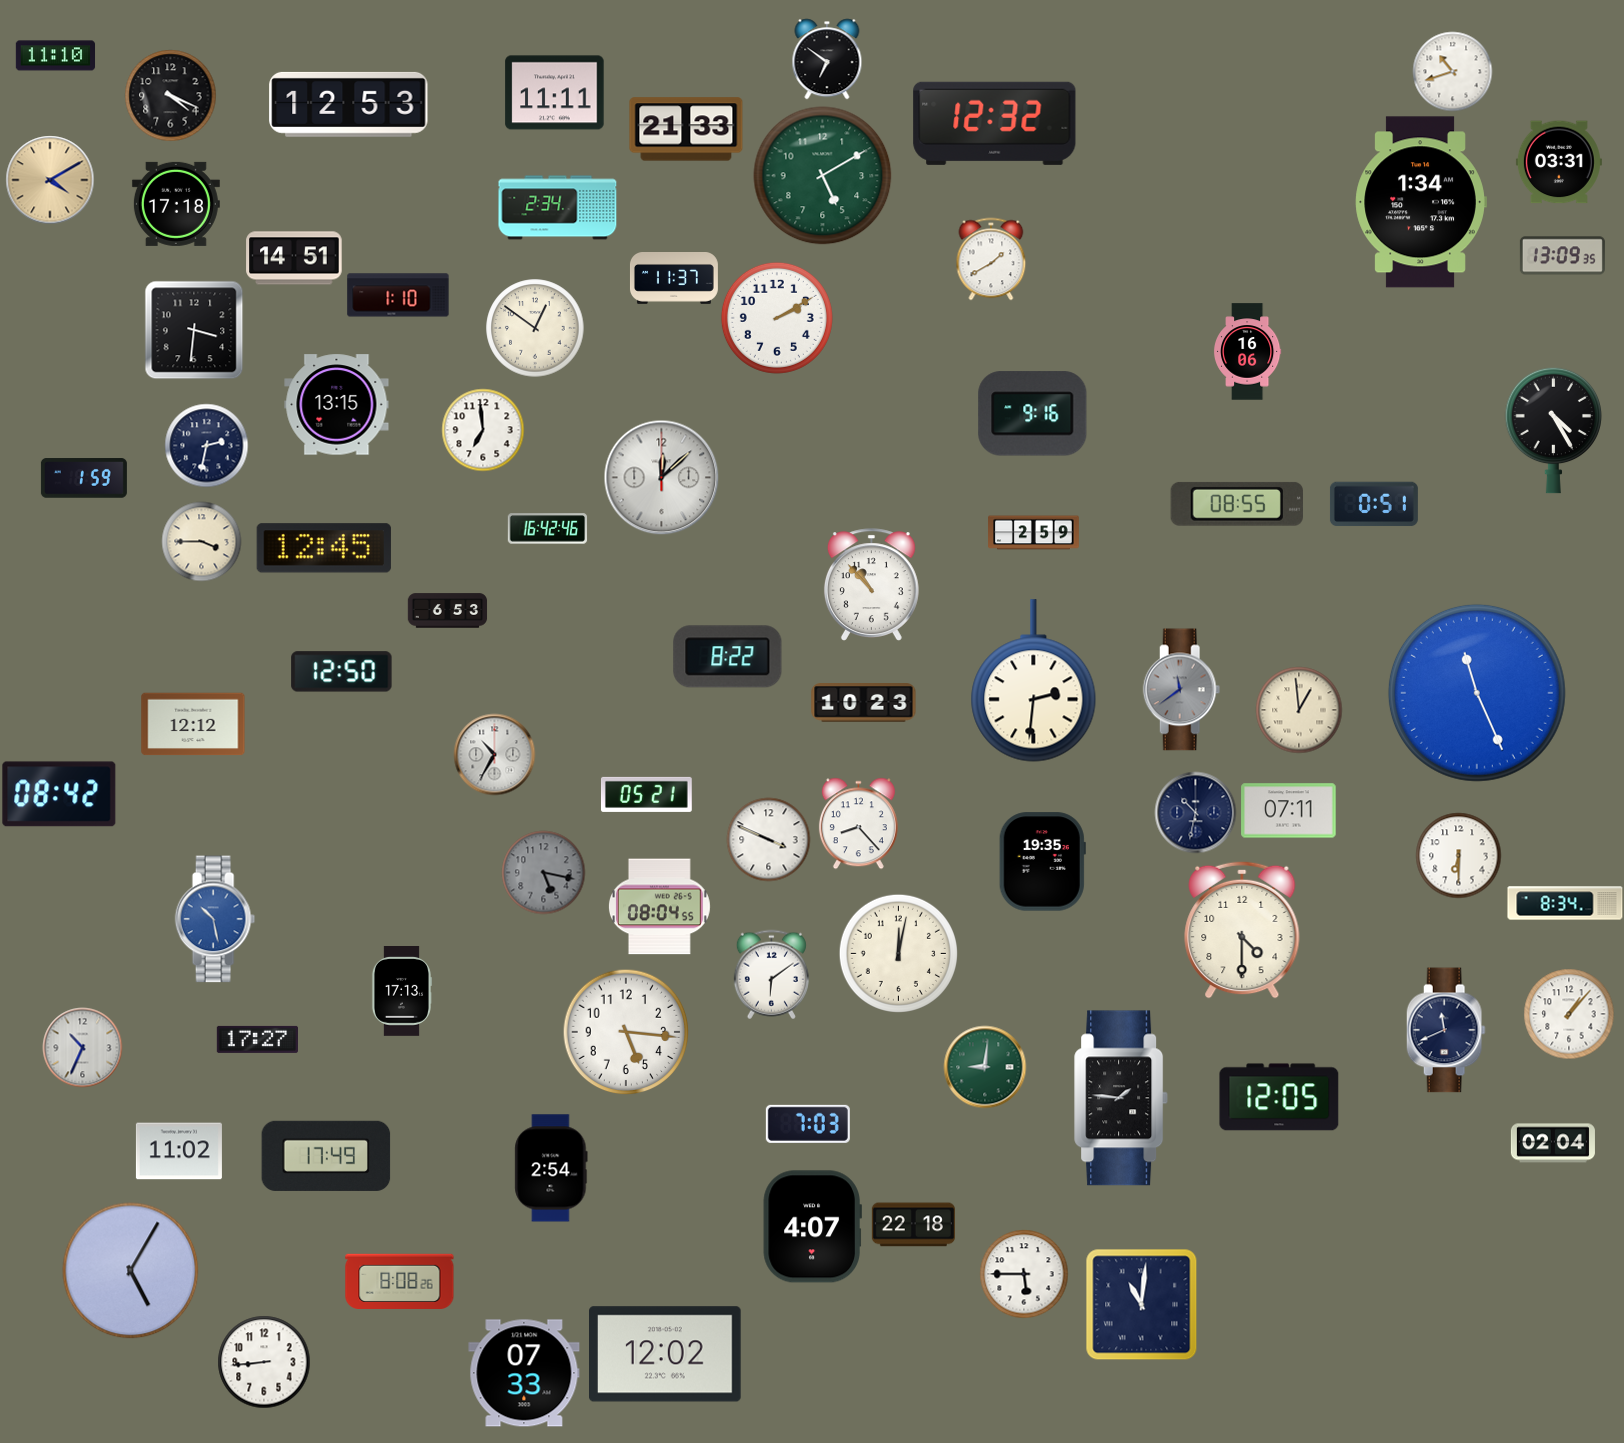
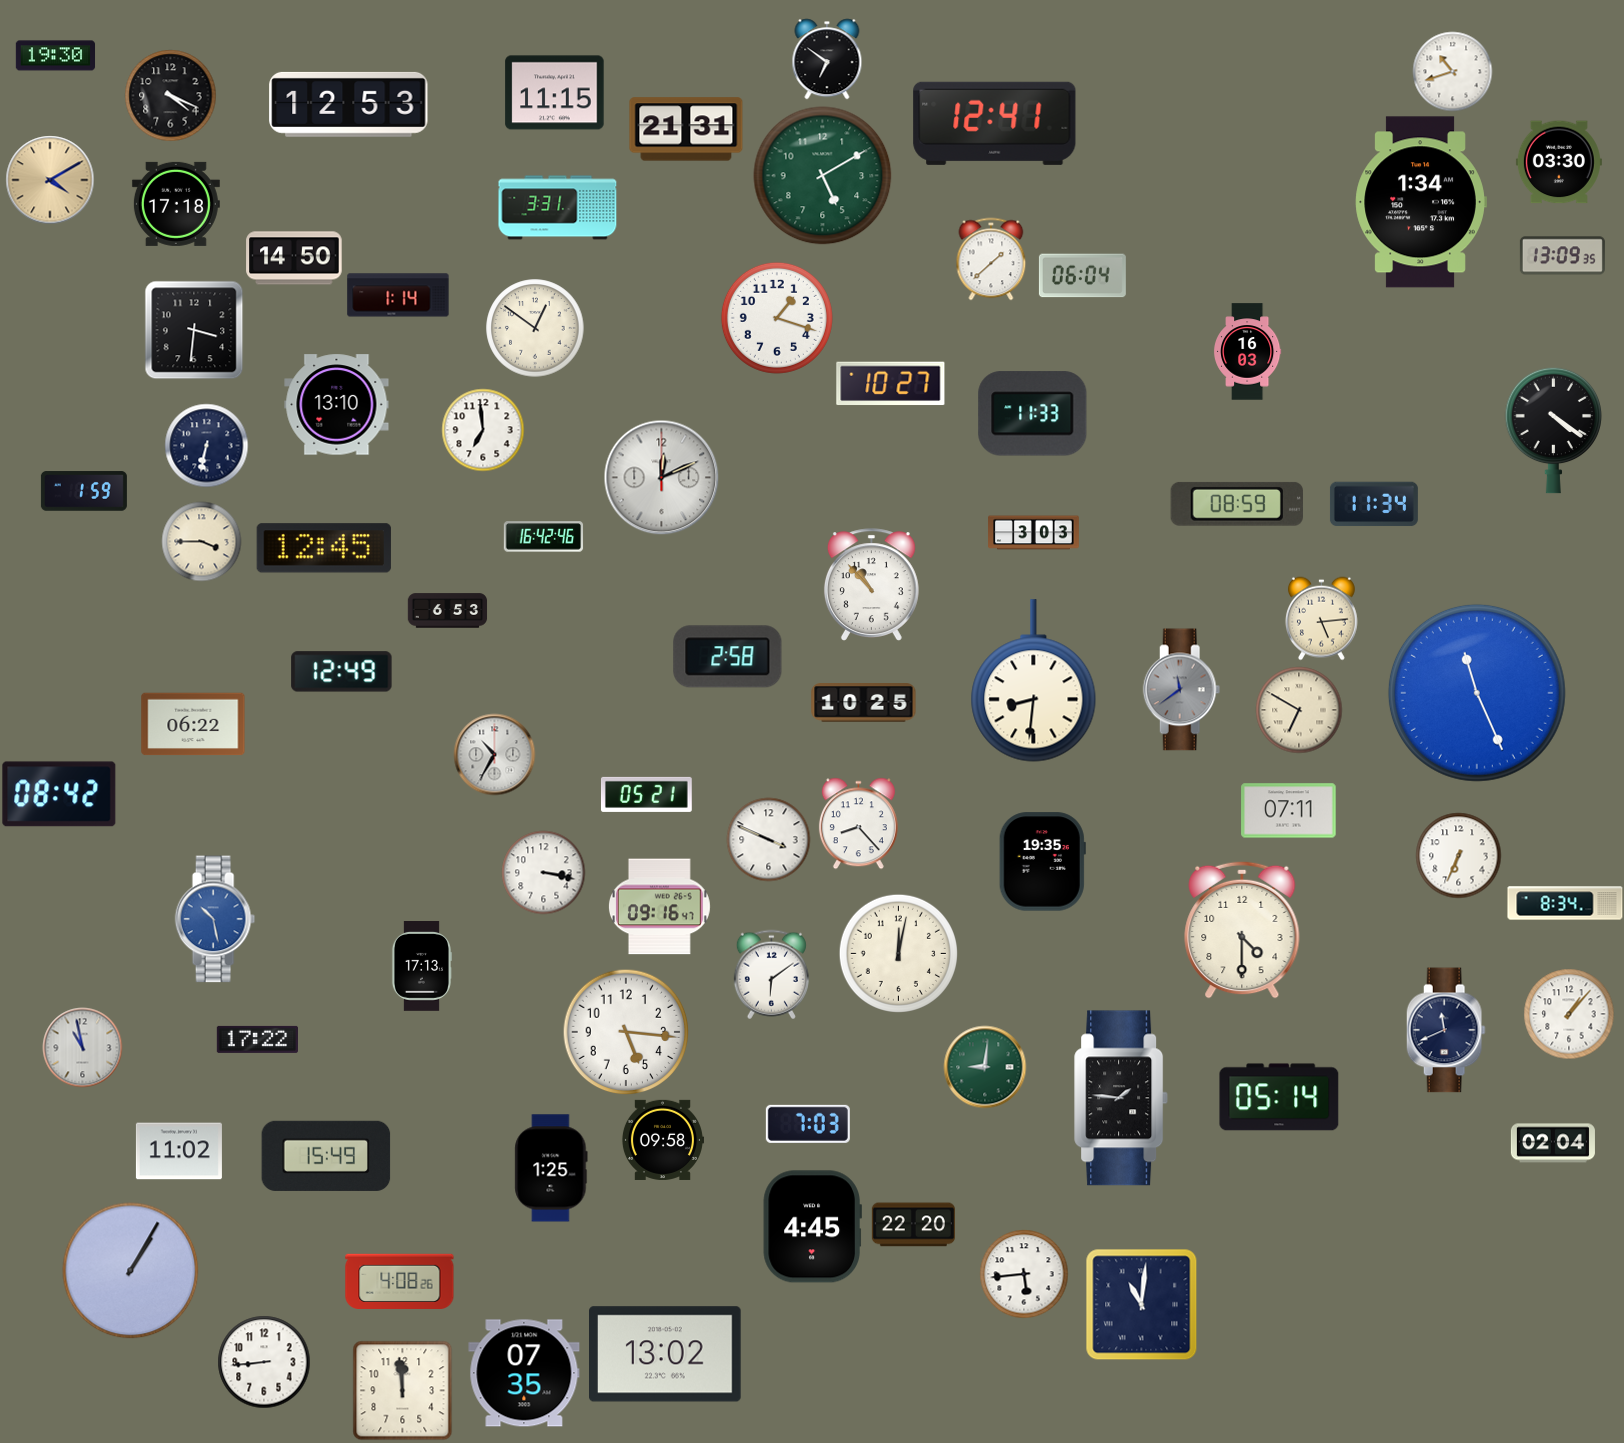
clock at (55, 56): 11:10 -> 19:30
clock at (555, 93): 11:11 -> 11:15
clock at (995, 123): 12:32 -> 12:41
clock at (686, 129): 21:33 -> 21:31
clock at (1559, 162): 03:31 -> 03:30
clock at (558, 208): 2:34 -> 3:31
clock at (294, 258): 14:51 -> 14:50
clock at (991, 259): 1:40 -> 1:38
clock at (1082, 276): none -> 06:04
clock at (674, 279): 11:37 -> none
clock at (398, 295): 1:10 -> 1:14
clock at (777, 318): 2:10 -> 1:18
clock at (1247, 352): 16:06 -> 16:03
clock at (891, 384): none -> 10:27
clock at (337, 405): 13:15 -> 13:10
clock at (1033, 414): 9:16 -> 11:33
clock at (1554, 430): 4:25 -> 4:21
clock at (206, 445): 2:32 -> 6:32
clock at (661, 477): 12:08 -> 12:11
clock at (84, 478) position: (84, 478) -> (84, 491)
clock at (1237, 504): 08:55 -> 08:59
clock at (1374, 504): 0:51 -> 11:34
clock at (547, 529) position: (547, 529) -> (543, 537)
clock at (1034, 533): 2:59 -> 3:03
clock at (1321, 618): none -> 5:14
clock at (728, 657): 8:22 -> 2:58
clock at (342, 672): 12:50 -> 12:49
clock at (1034, 681): 2:31 -> 8:31
clock at (864, 703): 10:23 -> 10:25
clock at (1299, 710): 12:59 -> 6:50
clock at (193, 724): 12:12 -> 06:22
clock at (1195, 812): 10:32 -> none
clock at (1458, 855): 6:30 -> 6:34
clock at (543, 872): 5:17 -> 3:17
clock at (543, 872) dial: grey -> white
clock at (659, 907): 08:04 -> 09:16
clock at (401, 992) position: (401, 992) -> (421, 967)
clock at (257, 1039): 17:27 -> 17:22
clock at (82, 1047): 10:34 -> 10:58
clock at (1279, 1097): 12:05 -> 05:14
clock at (663, 1140): none -> 09:58
clock at (326, 1156): 17:49 -> 15:49
clock at (551, 1168): 2:54 -> 1:25
clock at (913, 1225): 22:18 -> 22:20
clock at (812, 1227): 4:07 -> 4:45
clock at (131, 1271): 5:05 -> 1:05
clock at (1024, 1274): 5:45 -> 5:44
clock at (400, 1281): 8:08 -> 4:08
clock at (666, 1354): 12:02 -> 13:02
clock at (524, 1373): 07:33 -> 07:35
clock at (402, 1390): none -> 11:59
